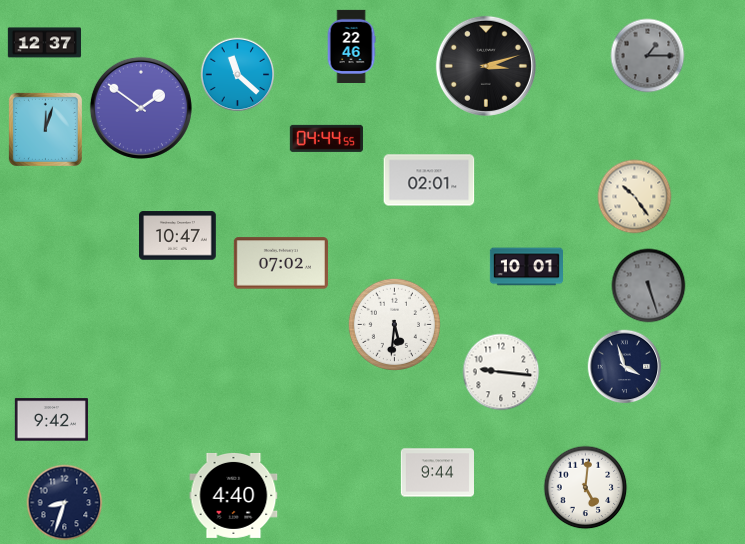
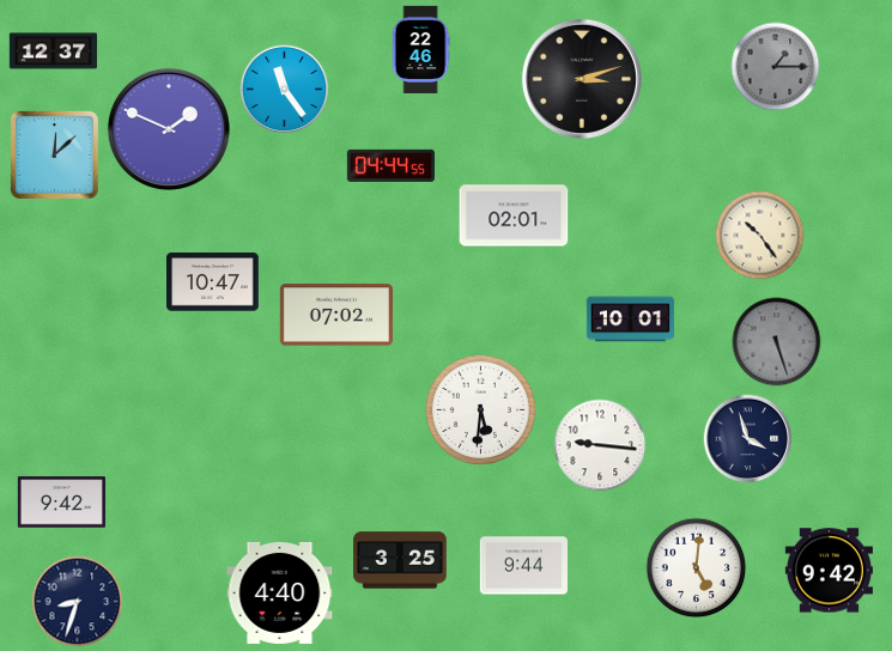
clock at (351, 46) position: (351, 46) -> (420, 49)
clock at (238, 75): 11:22 -> 11:24
clock at (141, 108): 1:51 -> 1:49
clock at (45, 129): 12:03 -> 12:08
clock at (394, 324) position: (394, 324) -> (480, 409)
clock at (400, 560): none -> 3:25
clock at (829, 571): none -> 9:42
clock at (586, 488) position: (586, 488) -> (697, 568)
